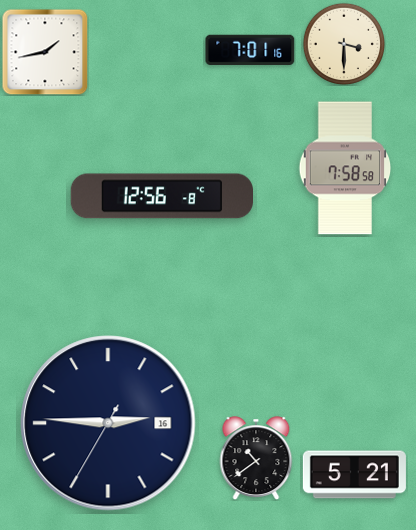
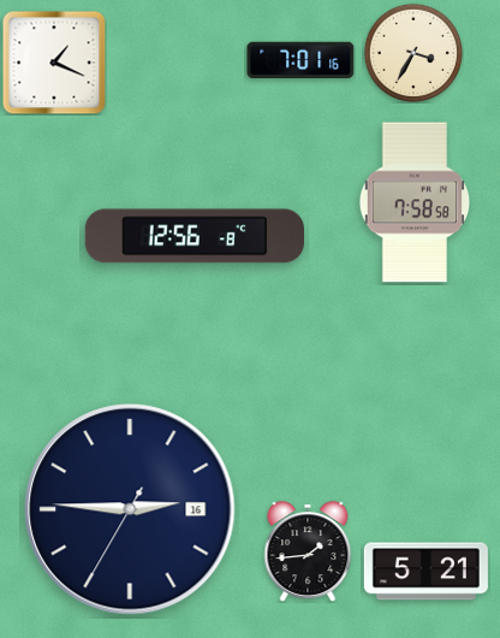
clock at (343, 43): 3:30 -> 3:35
clock at (45, 52): 1:43 -> 1:19
clock at (256, 458): 10:39 -> 1:44
